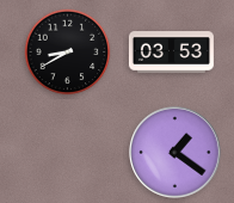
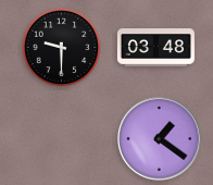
clock at (68, 53): 8:40 -> 9:30
clock at (171, 53): 03:53 -> 03:48
